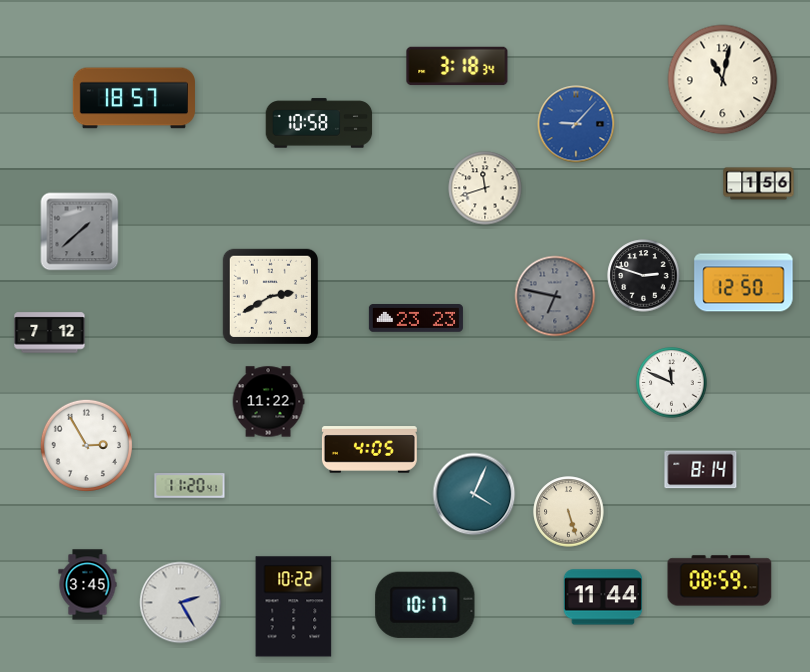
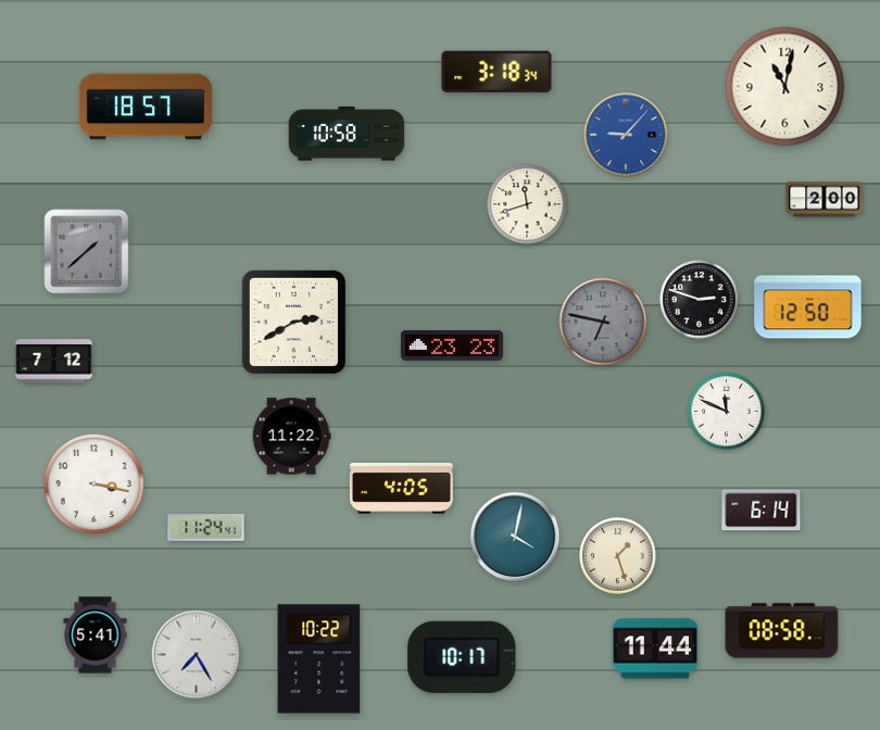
clock at (759, 184): 1:56 -> 2:00
clock at (672, 383) position: (672, 383) -> (727, 412)
clock at (86, 445): 2:55 -> 3:17
clock at (701, 470): 8:14 -> 6:14
clock at (190, 486): 11:20 -> 11:24
clock at (474, 494): 4:04 -> 4:02
clock at (569, 512): 5:27 -> 1:27
clock at (720, 581): 08:59 -> 08:58
clock at (88, 585): 3:45 -> 5:41
clock at (181, 603): 2:25 -> 7:25
